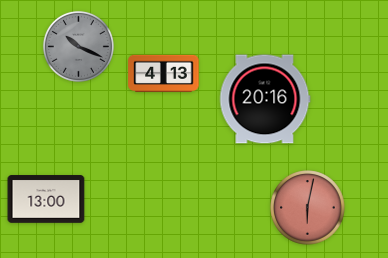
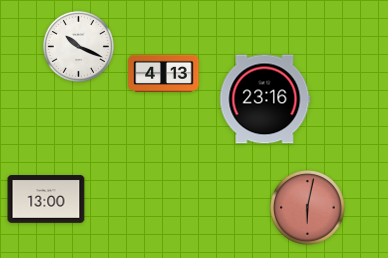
clock at (78, 46) dial: grey -> white
clock at (265, 99): 20:16 -> 23:16
